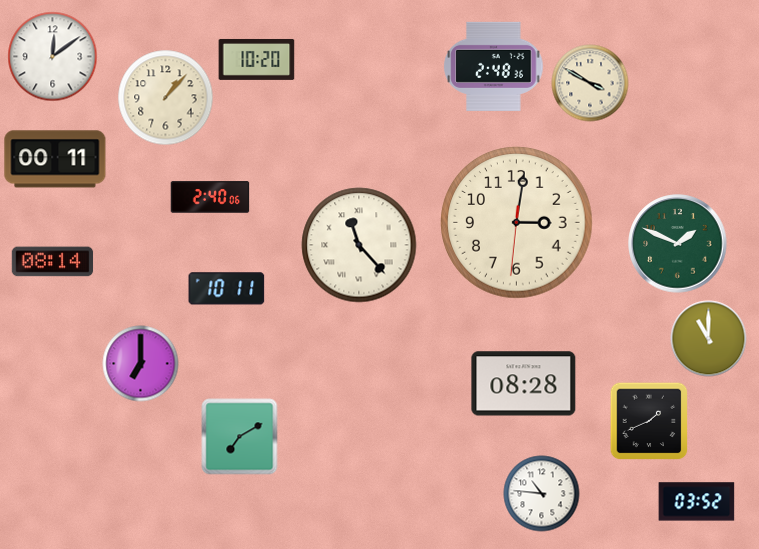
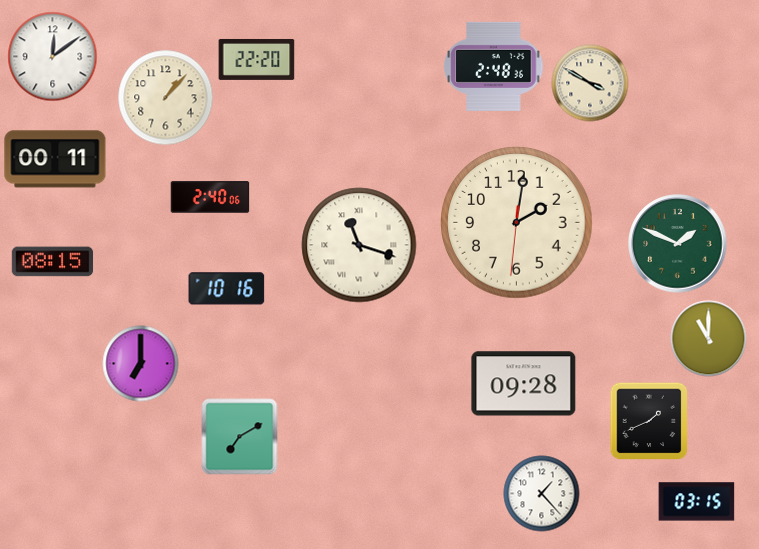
clock at (257, 59): 10:20 -> 22:20
clock at (517, 223): 3:01 -> 2:01
clock at (359, 245): 11:23 -> 11:18
clock at (53, 262): 08:14 -> 08:15
clock at (227, 289): 10:11 -> 10:16
clock at (524, 384): 08:28 -> 09:28
clock at (542, 494): 10:46 -> 1:23
clock at (697, 502): 03:52 -> 03:15
